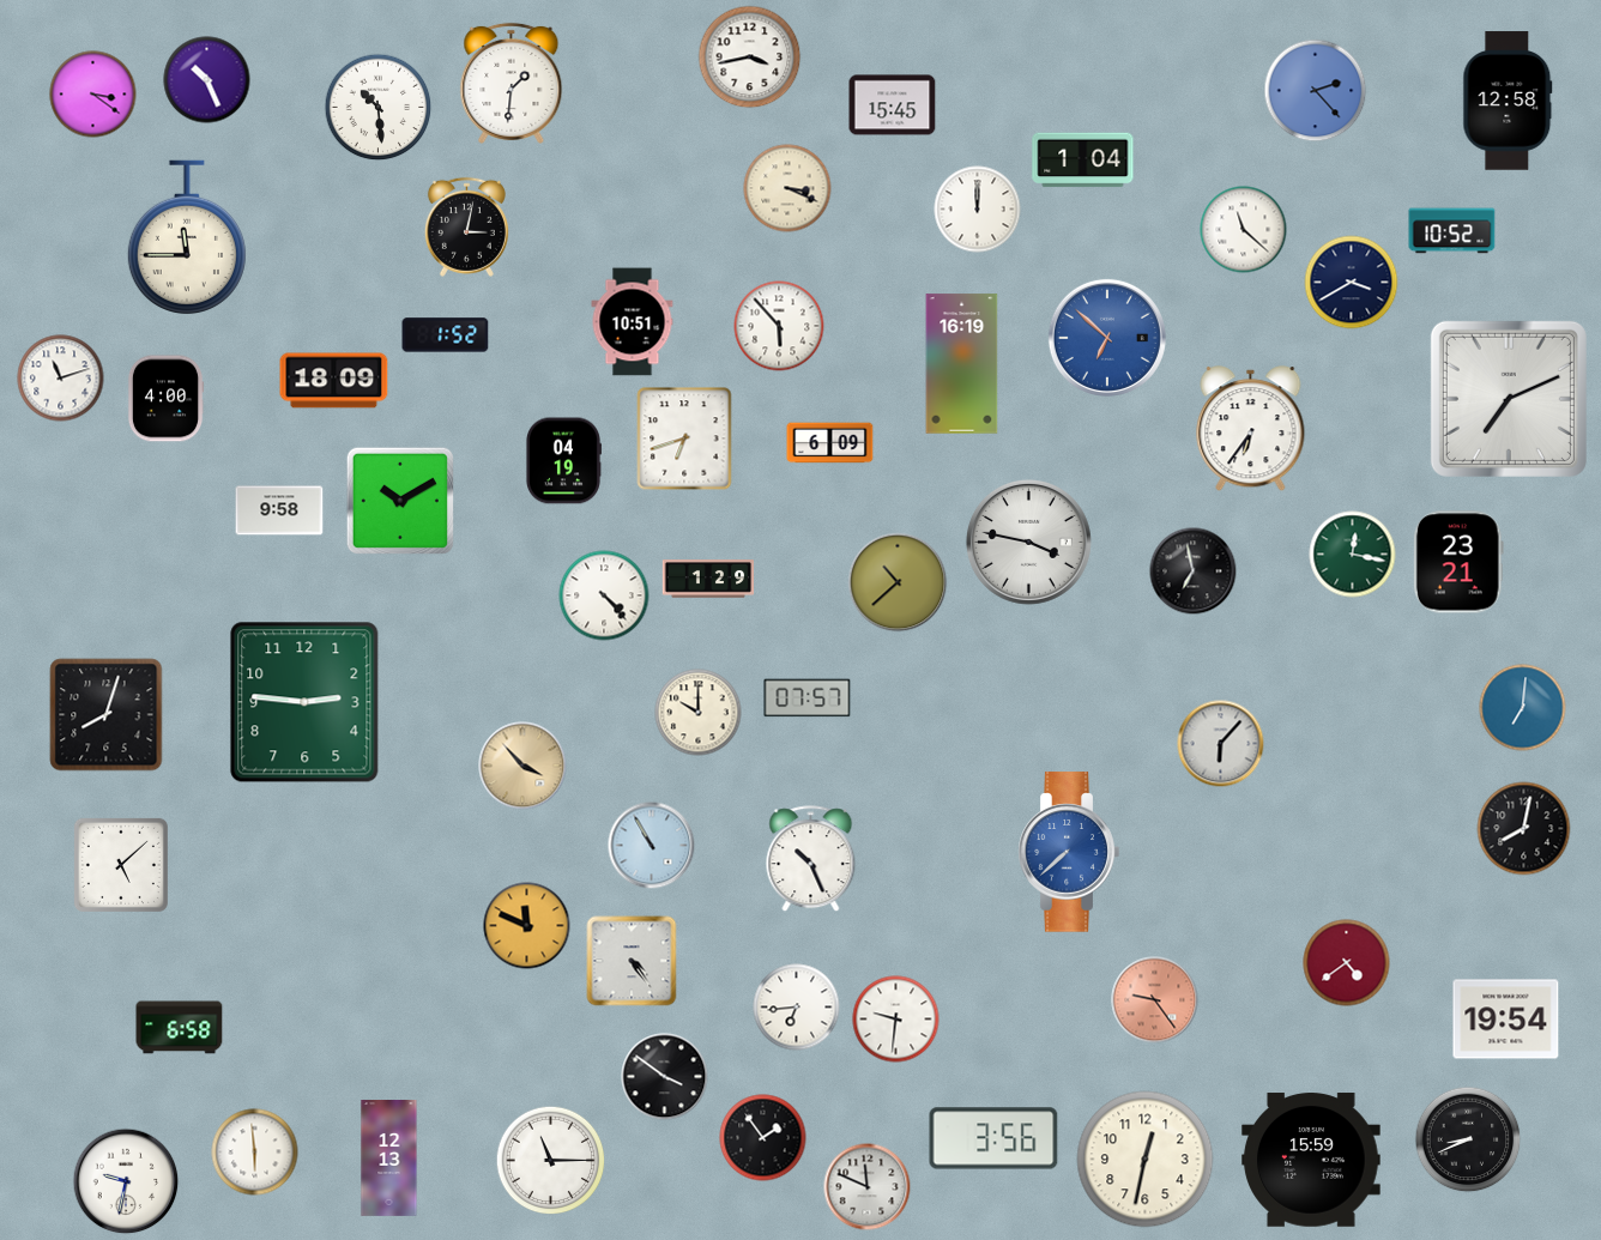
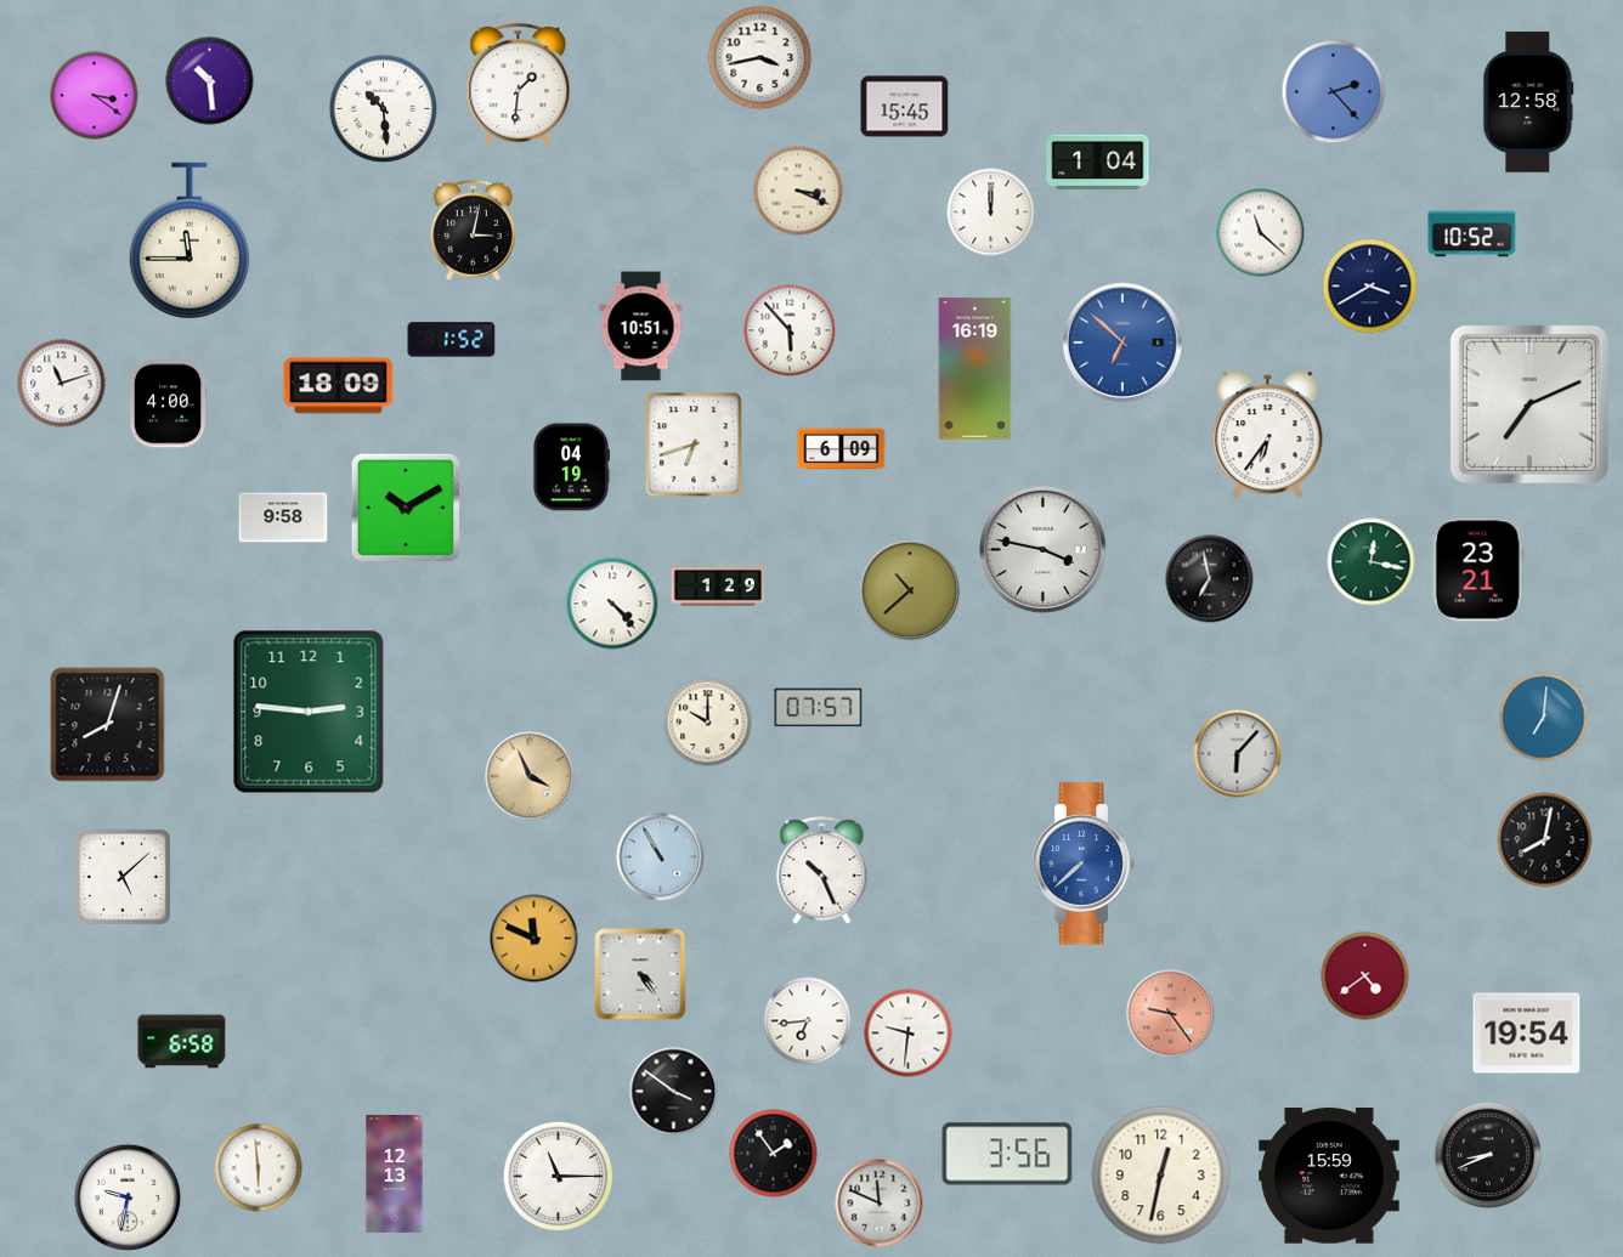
clock at (207, 80): 10:26 -> 10:29
clock at (522, 766): 3:53 -> 3:56
